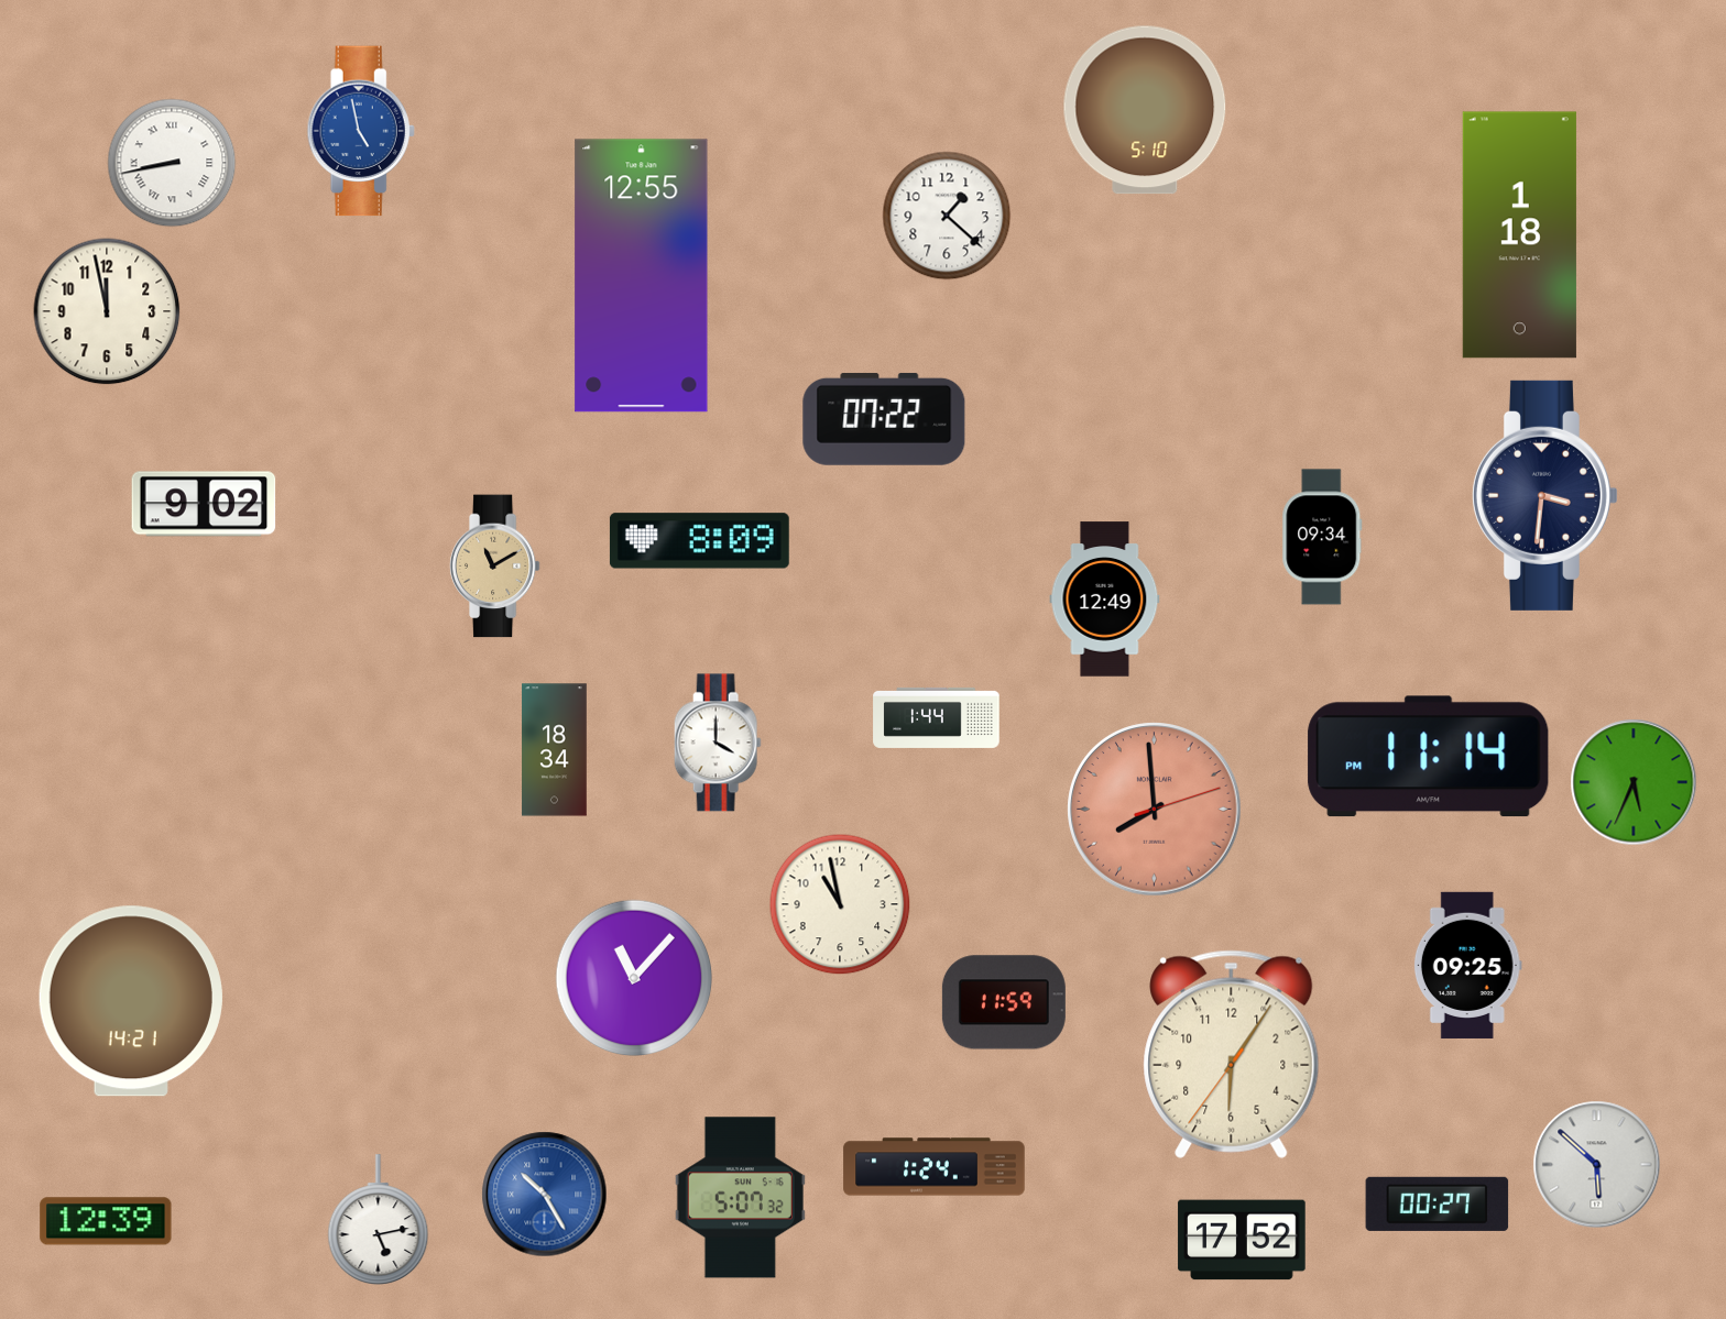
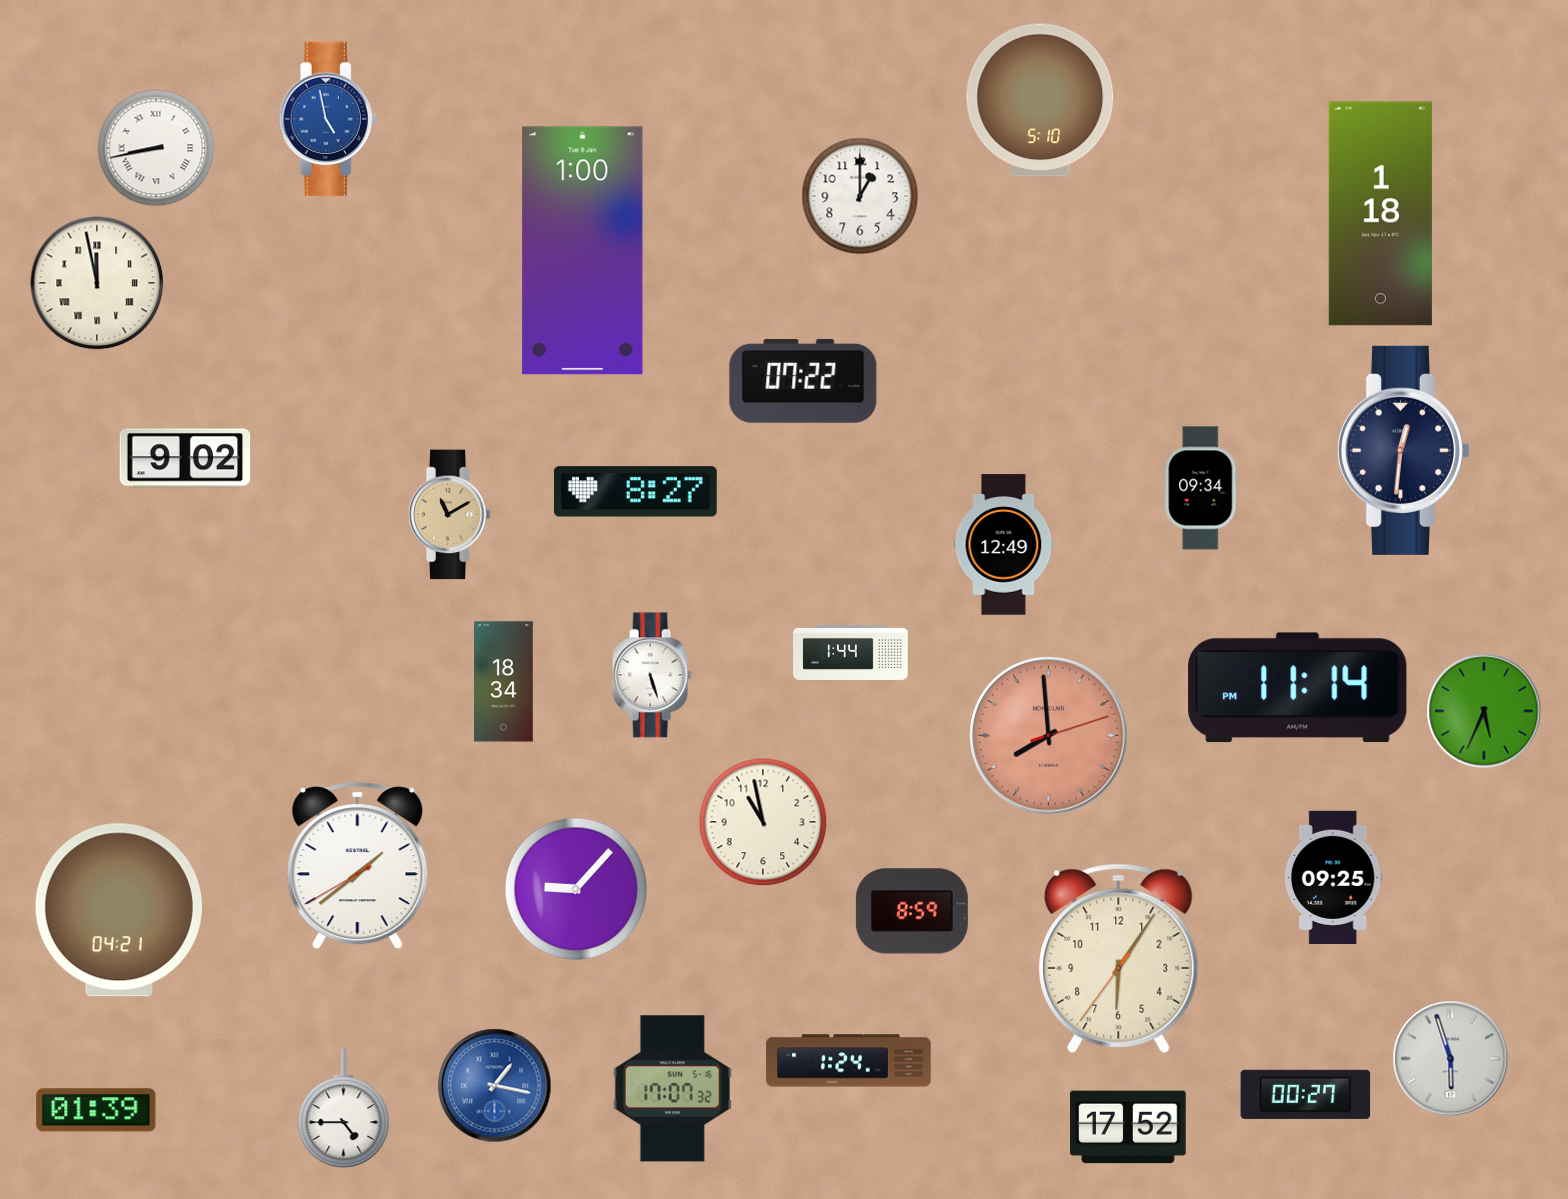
clock at (947, 216): 1:22 -> 1:00
clock at (642, 276): 12:55 -> 1:00
clock at (107, 311) numerals: Arabic -> Roman
clock at (1544, 495): 3:31 -> 12:31
clock at (699, 541): 8:09 -> 8:27
clock at (718, 743): 4:00 -> 5:27
clock at (358, 866): none -> 1:38
clock at (633, 977): 11:07 -> 9:07
clock at (131, 1001): 14:21 -> 04:21
clock at (1004, 1002): 11:59 -> 8:59
clock at (1597, 1165): 5:52 -> 5:57
clock at (545, 1195): 10:25 -> 1:17
clock at (740, 1198): 5:07 -> 17:07
clock at (379, 1220): 5:13 -> 4:45
clock at (106, 1221): 12:39 -> 01:39
